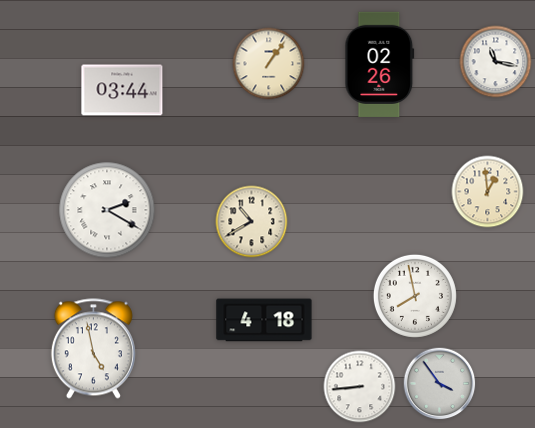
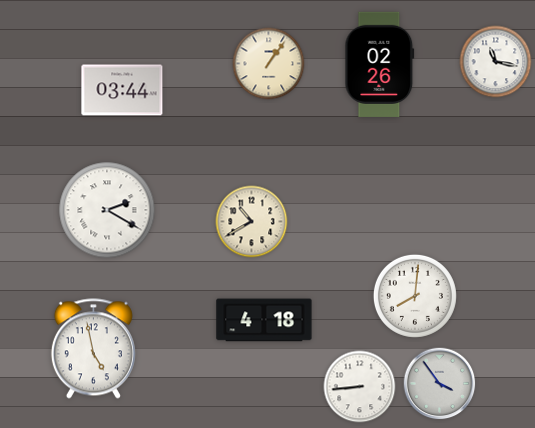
clock at (488, 192): 12:59 -> none
clock at (415, 296): 7:58 -> 8:01
